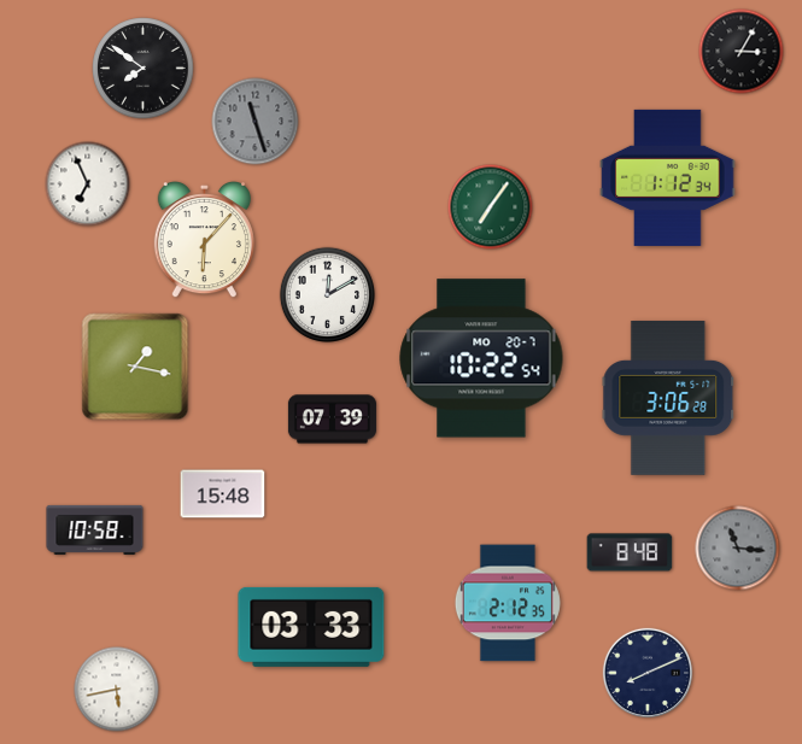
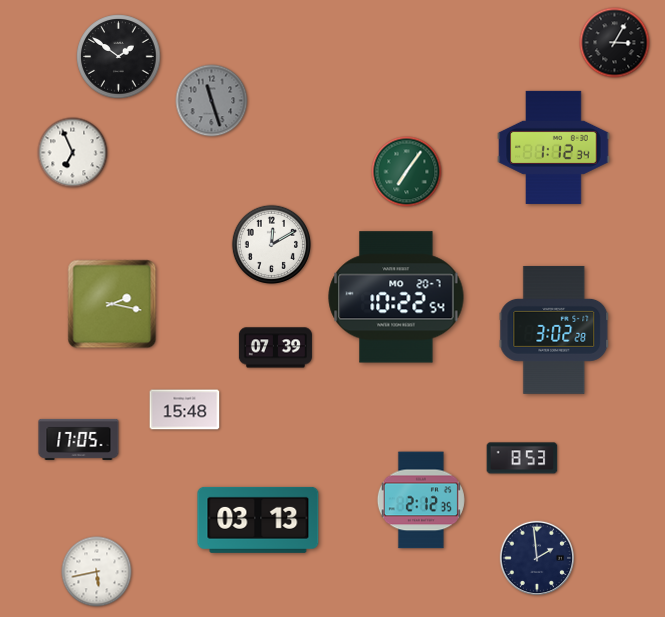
clock at (144, 69): 7:51 -> 1:51
clock at (204, 241): 6:07 -> none
clock at (481, 358) position: (481, 358) -> (396, 297)
clock at (135, 367): 1:17 -> 2:17
clock at (668, 398): 3:06 -> 3:02
clock at (95, 529): 10:58 -> 17:05
clock at (738, 549): 11:16 -> none
clock at (630, 552): 8:48 -> 8:53
clock at (311, 627): 03:33 -> 03:13
clock at (646, 672): 8:11 -> 1:59
